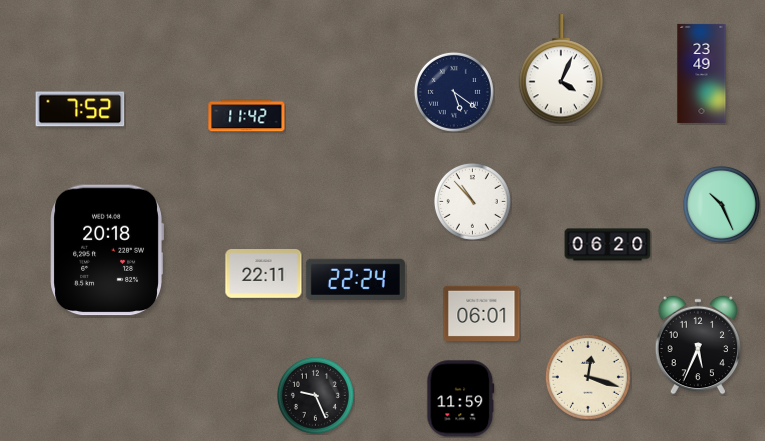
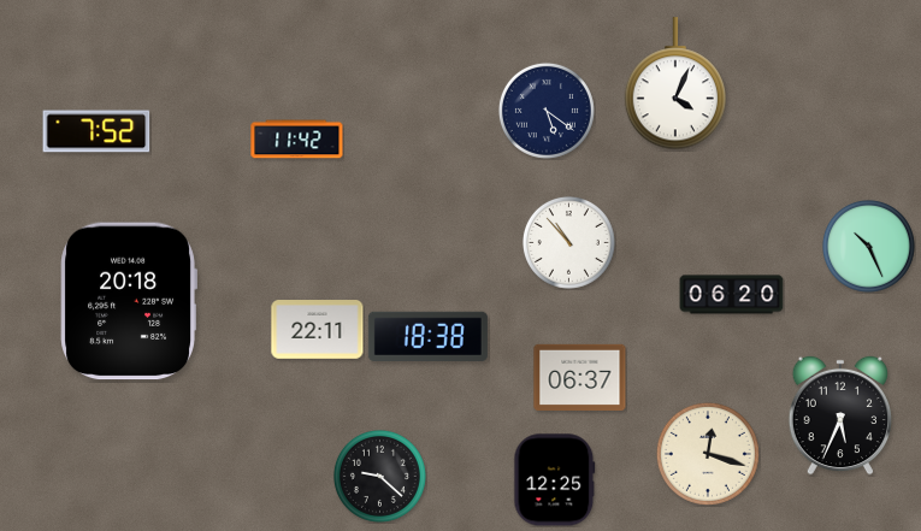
clock at (702, 73): 23:49 -> none
clock at (355, 279): 22:24 -> 18:38
clock at (482, 313): 06:01 -> 06:37
clock at (315, 395): 9:26 -> 9:22
clock at (461, 399): 11:59 -> 12:25
